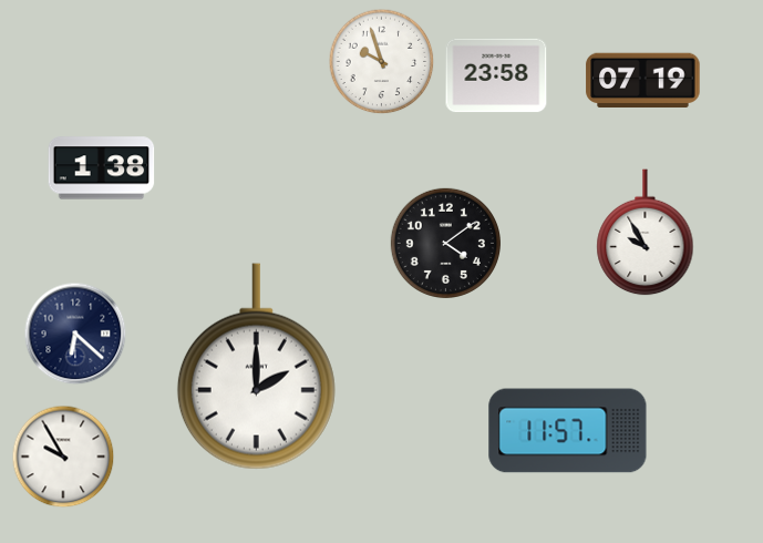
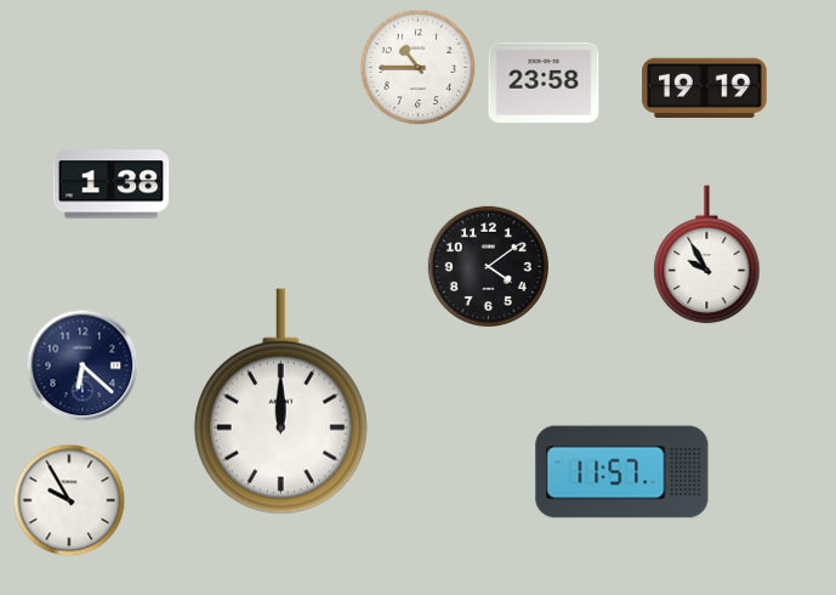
clock at (382, 62): 9:57 -> 10:45
clock at (643, 81): 07:19 -> 19:19
clock at (256, 367): 2:00 -> 12:00
